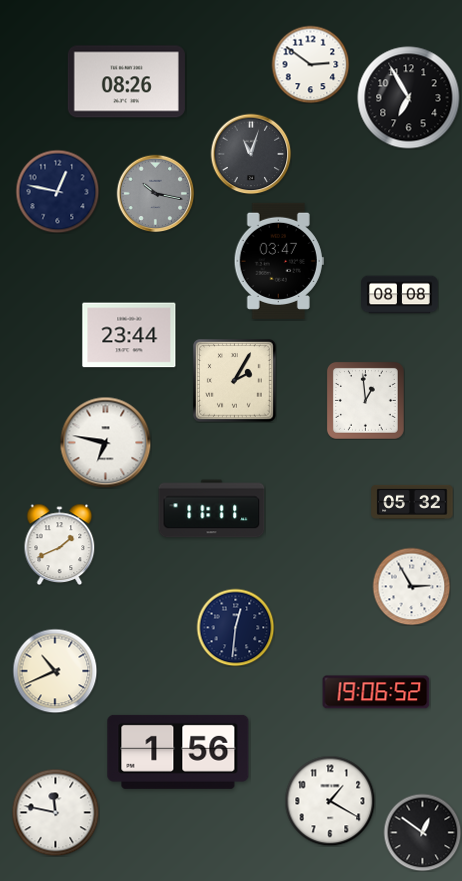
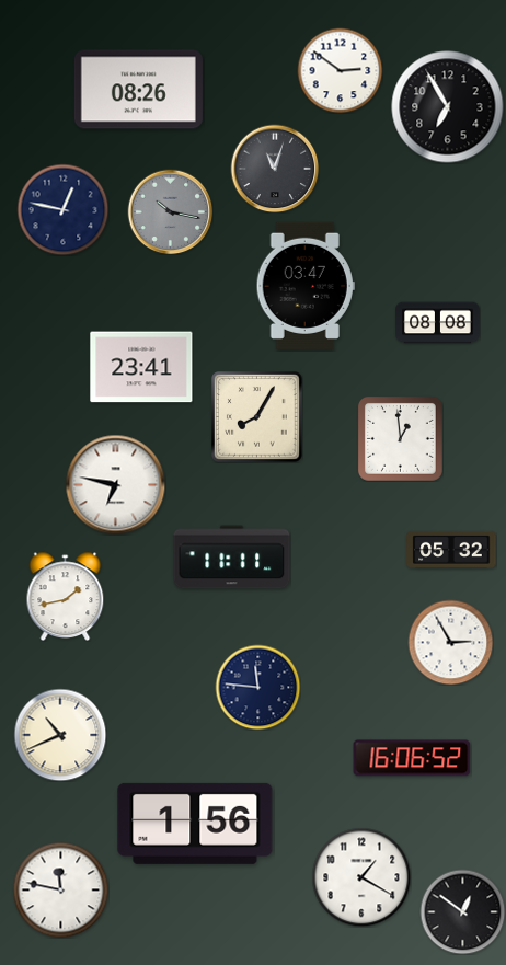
clock at (129, 335): 23:44 -> 23:41
clock at (235, 381): 2:05 -> 8:05
clock at (60, 544): 1:41 -> 1:43
clock at (235, 627): 12:31 -> 11:46
clock at (376, 692): 19:06 -> 16:06
